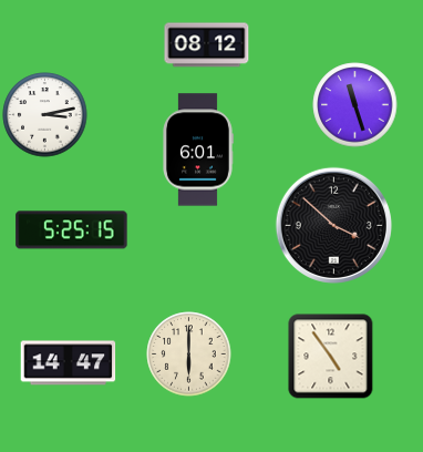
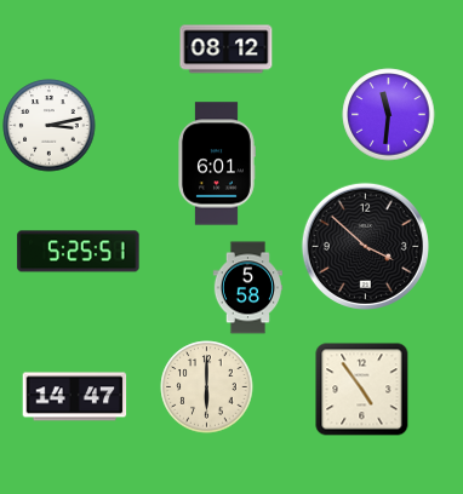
clock at (355, 105): 11:27 -> 11:31
clock at (72, 230): 5:25:15 -> 5:25:51
clock at (247, 288): none -> 5:58
